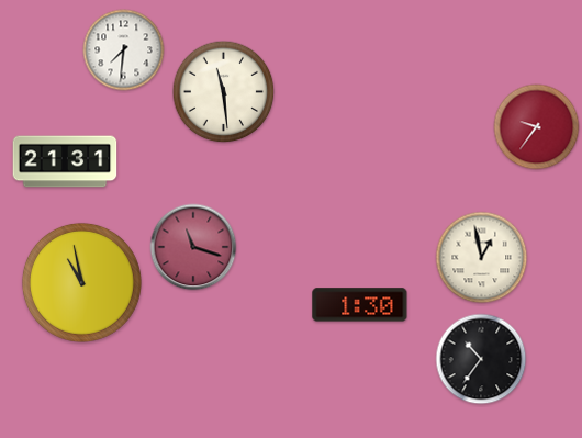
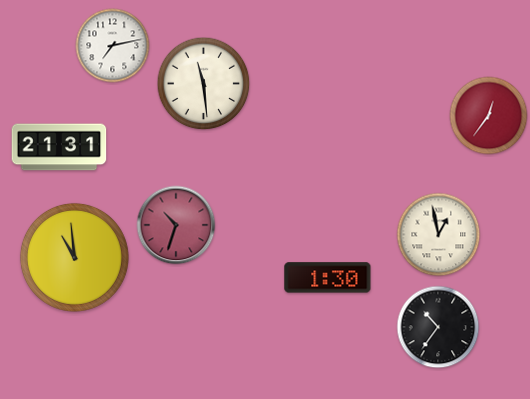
clock at (124, 50): 7:31 -> 7:13
clock at (537, 127): 9:36 -> 12:36
clock at (193, 247): 11:18 -> 10:33
clock at (81, 282): 10:58 -> 10:59
